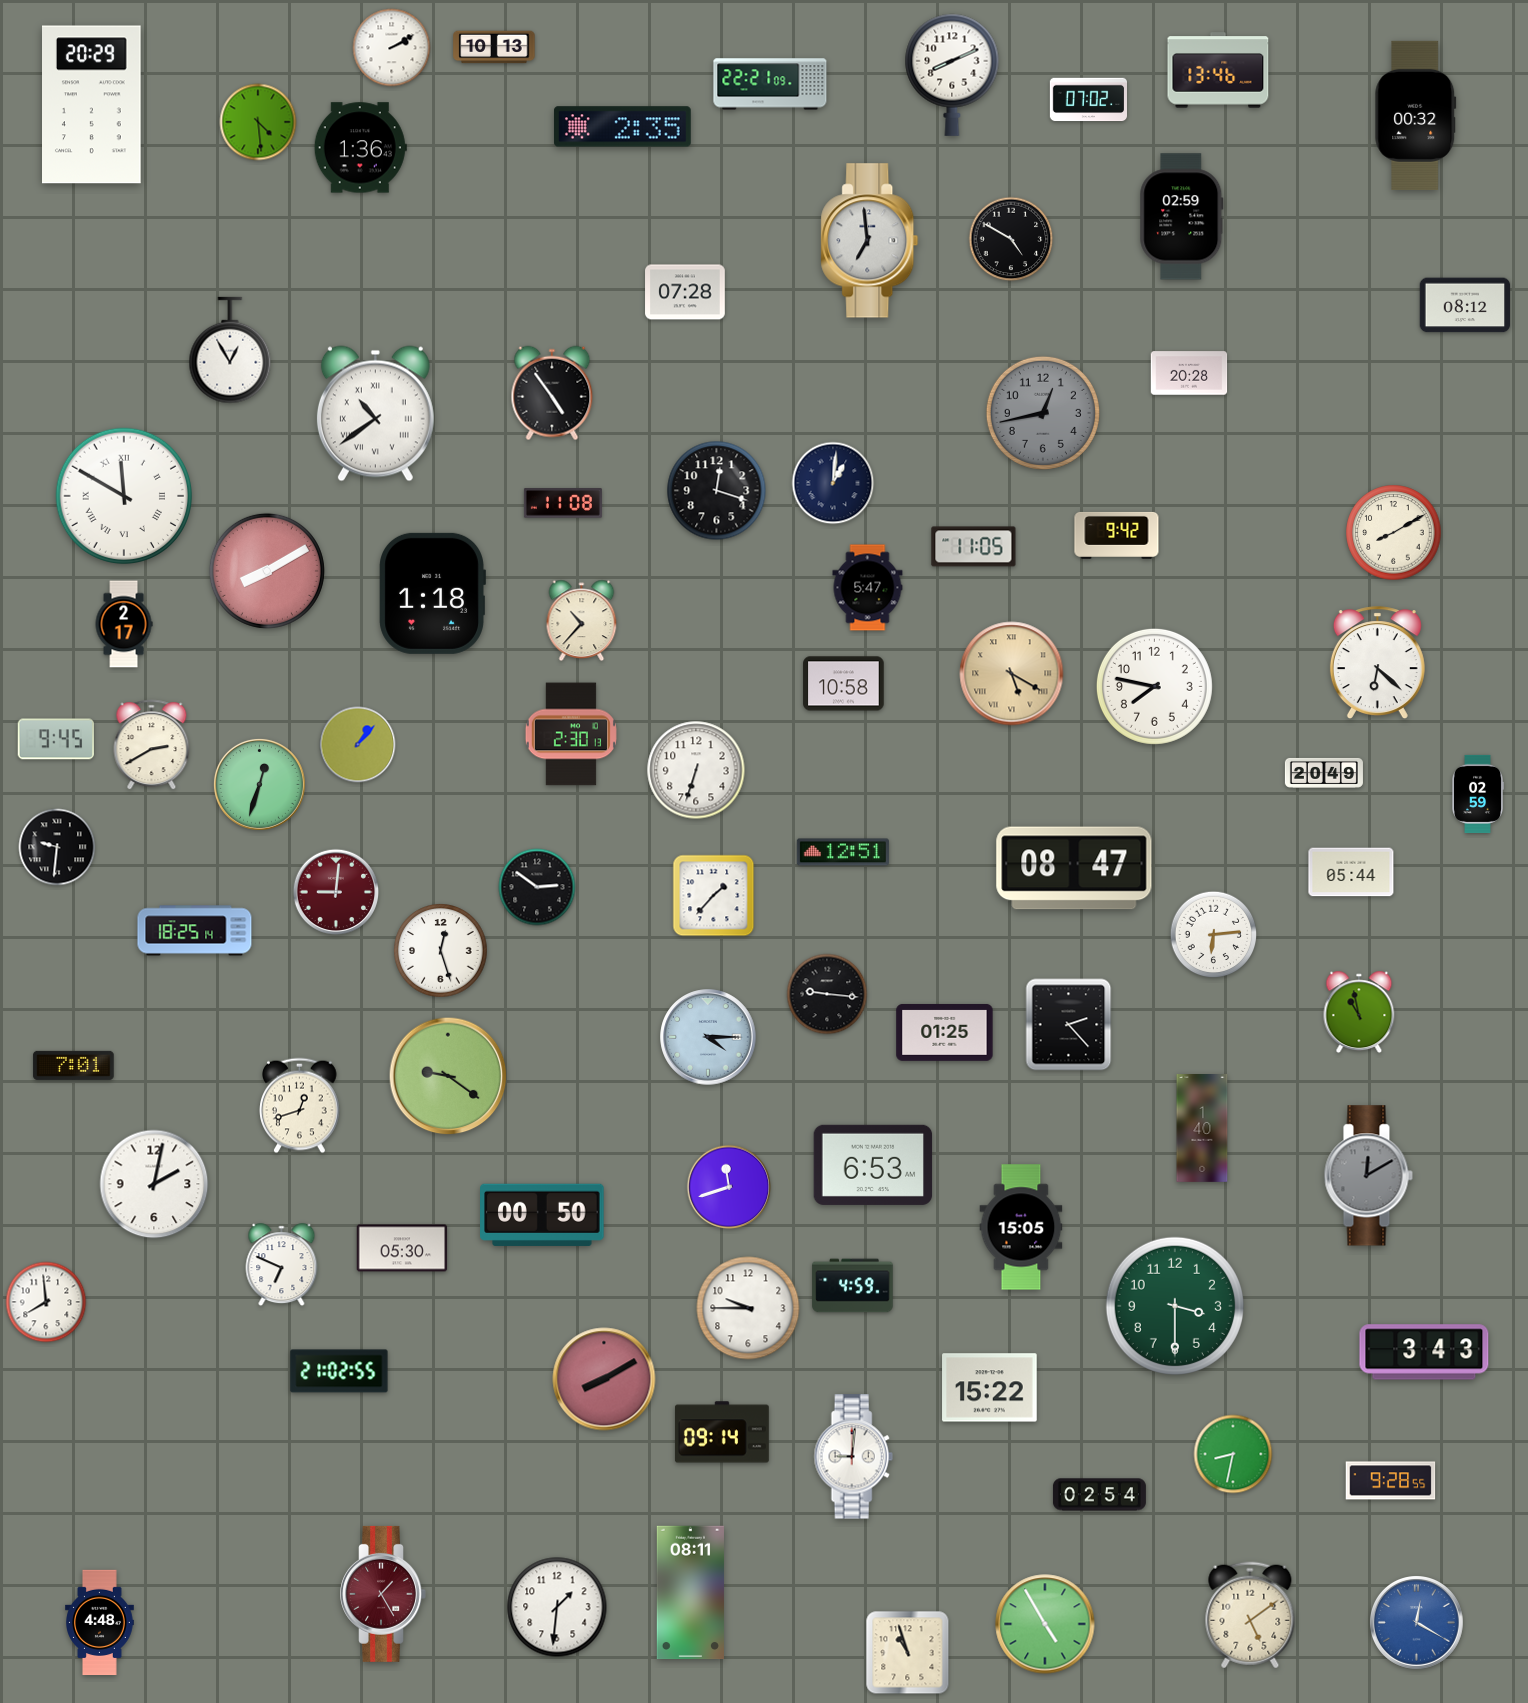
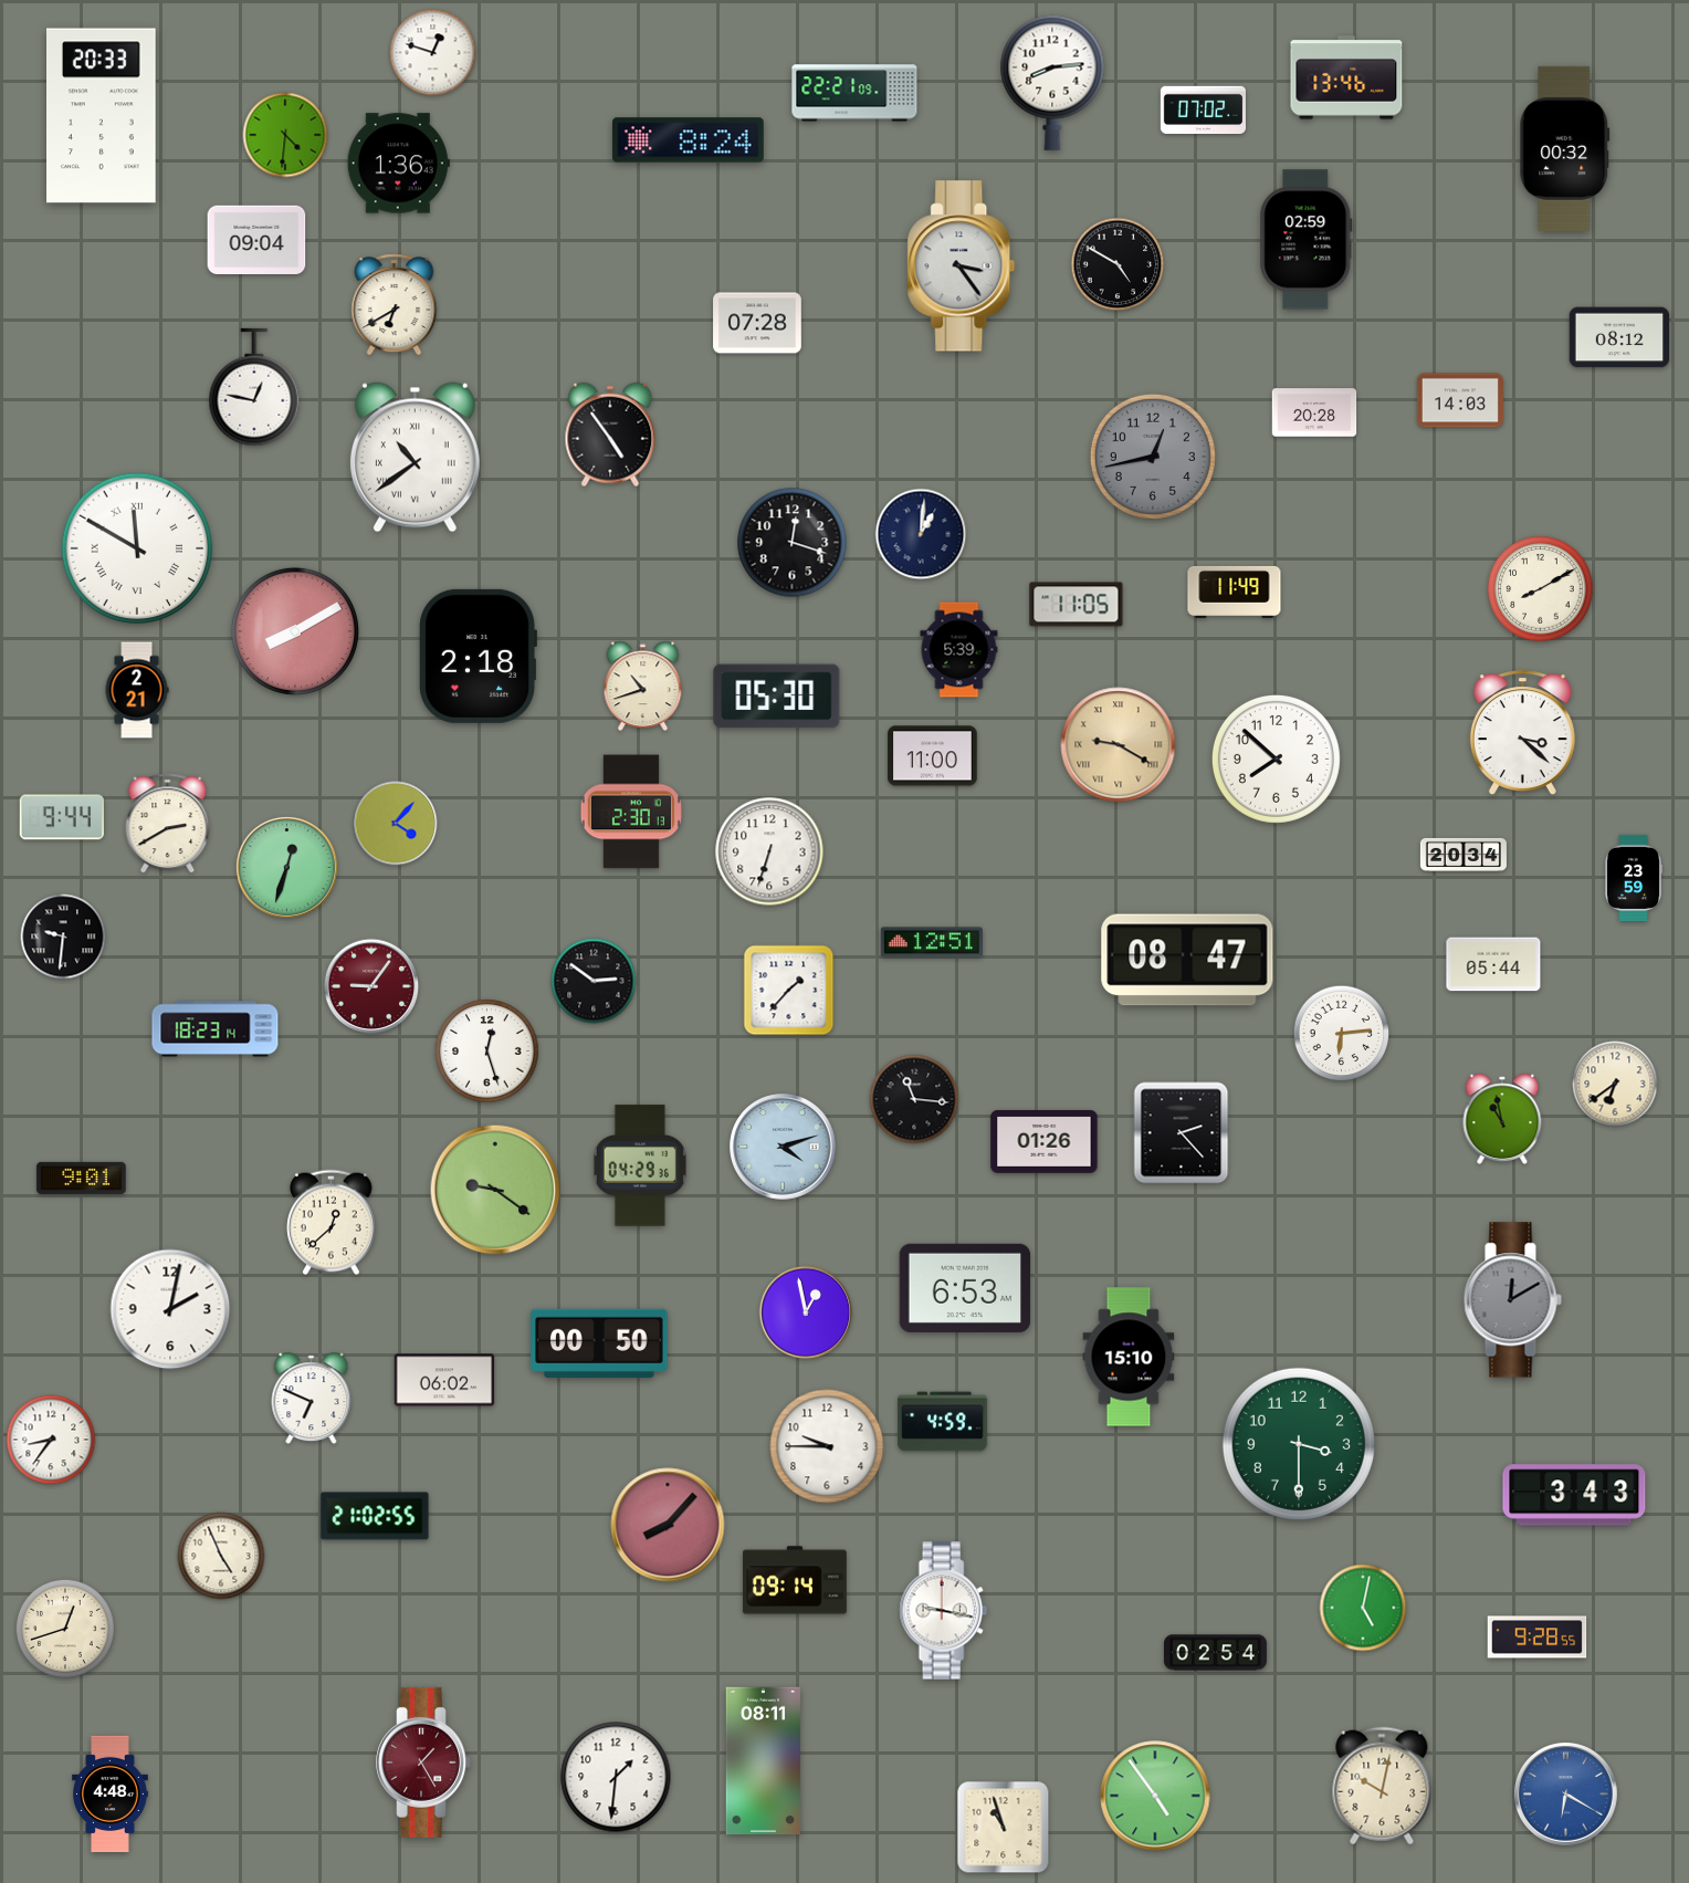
clock at (494, 47): 10:13 -> none
clock at (392, 48): 2:10 -> 12:48
clock at (952, 75): 8:11 -> 8:14
clock at (770, 84) position: (770, 84) -> (854, 93)
clock at (92, 105): 20:29 -> 20:33
clock at (1416, 115) position: (1416, 115) -> (1565, 148)
clock at (258, 122): 4:29 -> 4:31
clock at (622, 127): 2:35 -> 8:24
clock at (256, 240): none -> 09:04
clock at (870, 241): 6:59 -> 3:24
clock at (395, 305): none -> 6:40
clock at (230, 350): 12:55 -> 12:47
clock at (1460, 400): none -> 14:03
clock at (563, 503): 11:08 -> none
clock at (1117, 535): 9:42 -> 11:49
clock at (868, 588): 5:47 -> 5:39
clock at (432, 593): 1:18 -> 2:18
clock at (582, 621): 10:37 -> 10:42
clock at (124, 624): 2:17 -> 2:21
clock at (777, 697): none -> 05:30
clock at (1377, 663): 6:22 -> 3:22
clock at (1012, 674): 5:20 -> 9:20
clock at (844, 684): 10:58 -> 11:00
clock at (1154, 686): 7:47 -> 7:52
clock at (55, 739): 9:45 -> 9:44
clock at (358, 745): 1:07 -> 4:07
clock at (1324, 773): 20:49 -> 20:34
clock at (1478, 794): 02:59 -> 23:59
clock at (336, 892): 9:01 -> 9:06
clock at (195, 931): 18:25 -> 18:23
clock at (1615, 1084): none -> 6:39
clock at (827, 994): 9:16 -> 11:16
clock at (945, 1032): 01:25 -> 01:26
clock at (708, 1037): 4:15 -> 4:12
clock at (639, 1165): none -> 04:29
clock at (74, 1065): 7:01 -> 9:01
clock at (300, 1106): 12:42 -> 12:38
clock at (1202, 1129): 1:40 -> none
clock at (729, 1187): 11:42 -> 12:58
clock at (1021, 1227): 15:05 -> 15:10
clock at (402, 1248): 05:30 -> 06:02
clock at (46, 1302): 7:59 -> 8:36
clock at (604, 1379): 8:10 -> 8:07
clock at (990, 1388): 15:22 -> none
clock at (221, 1556): none -> 4:56
clock at (722, 1432) position: (722, 1432) -> (795, 1580)
clock at (1233, 1454): 8:32 -> 5:02
clock at (853, 1457): 9:01 -> 9:17
clock at (65, 1629): none -> 12:42
clock at (1250, 1615): 5:09 -> 10:02
clock at (1417, 1623): 12:20 -> 6:20
clock at (1045, 1624): 4:55 -> 4:54
